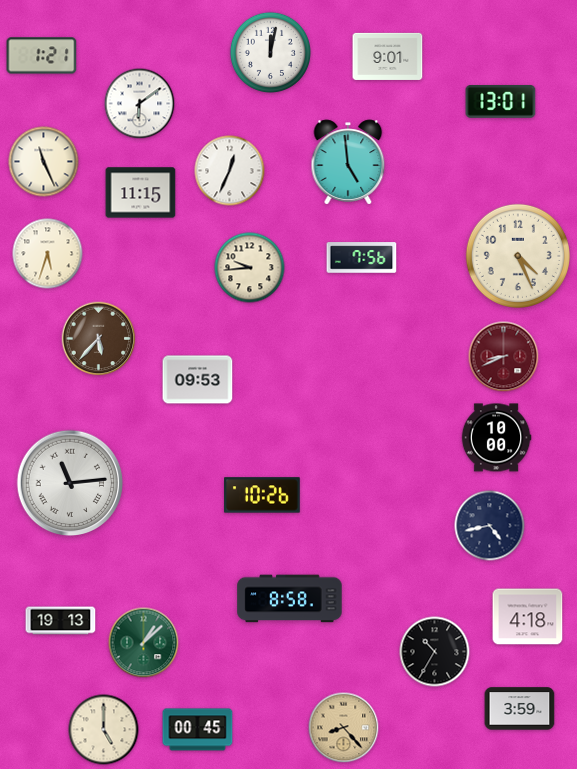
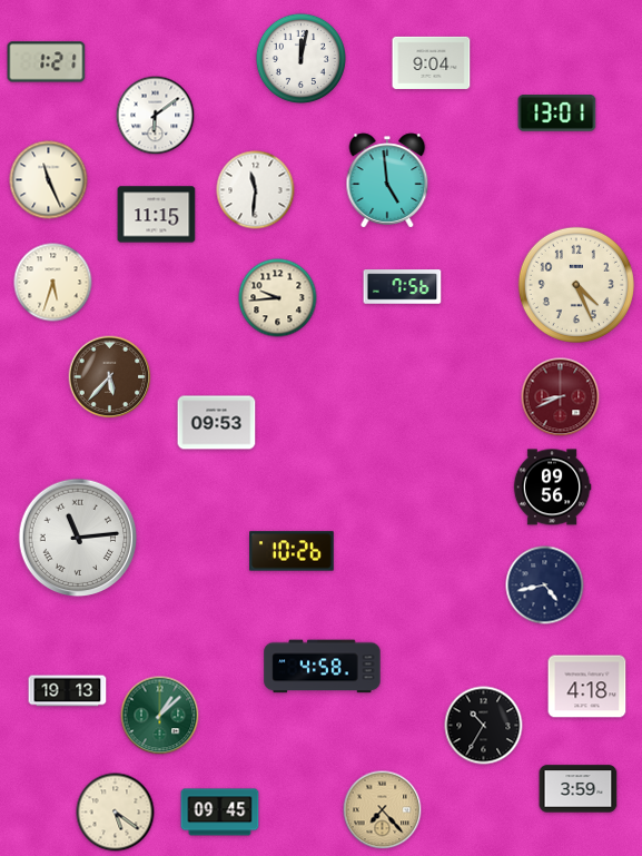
clock at (388, 56): 9:01 -> 9:04
clock at (230, 171): 12:34 -> 11:31
clock at (198, 380) position: (198, 380) -> (217, 423)
clock at (496, 438): 10:00 -> 09:56
clock at (290, 599): 8:58 -> 4:58
clock at (344, 728): 8:23 -> 7:23
clock at (104, 730): 5:00 -> 5:21
clock at (198, 730): 00:45 -> 09:45
